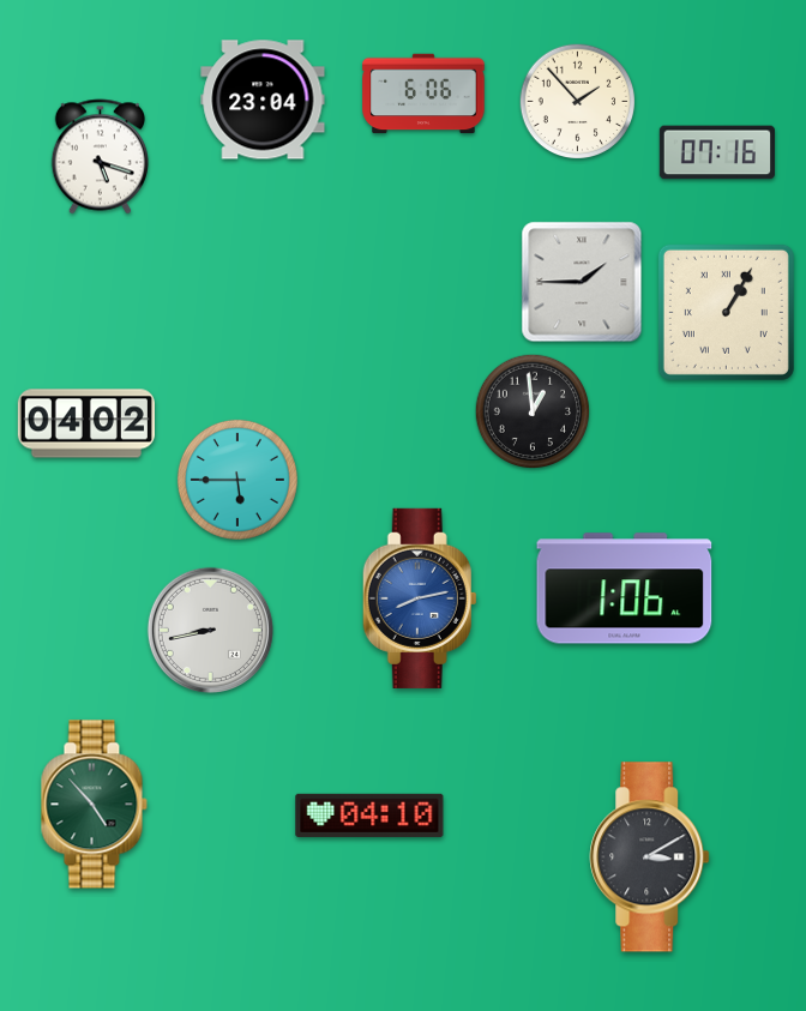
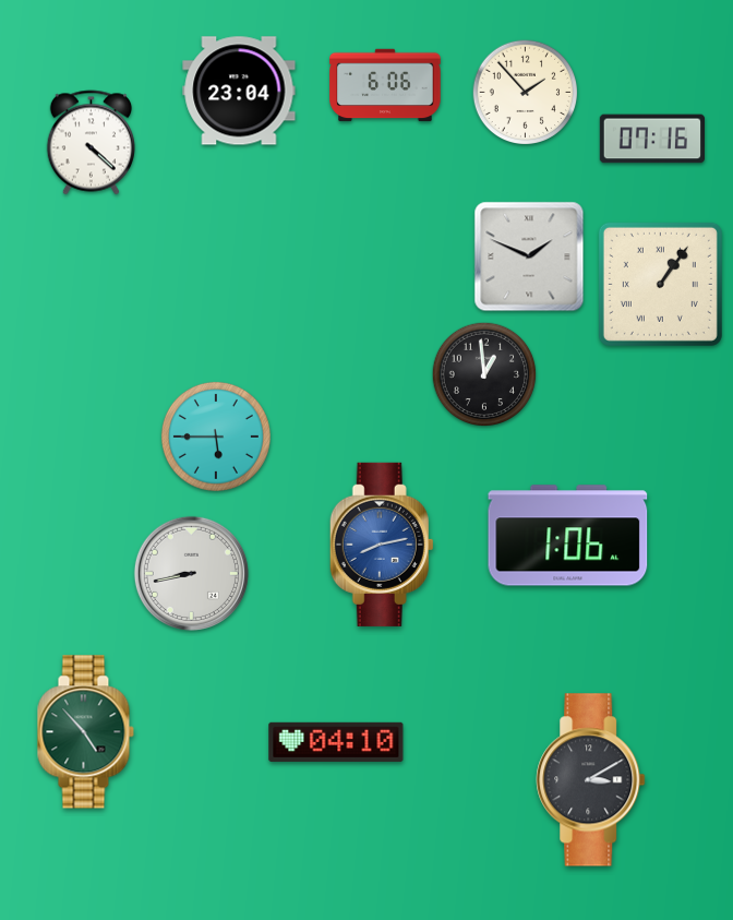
clock at (100, 157): 5:18 -> 4:22
clock at (582, 282): 1:45 -> 1:49
clock at (726, 312): 1:05 -> 1:06
clock at (86, 423): 04:02 -> none
